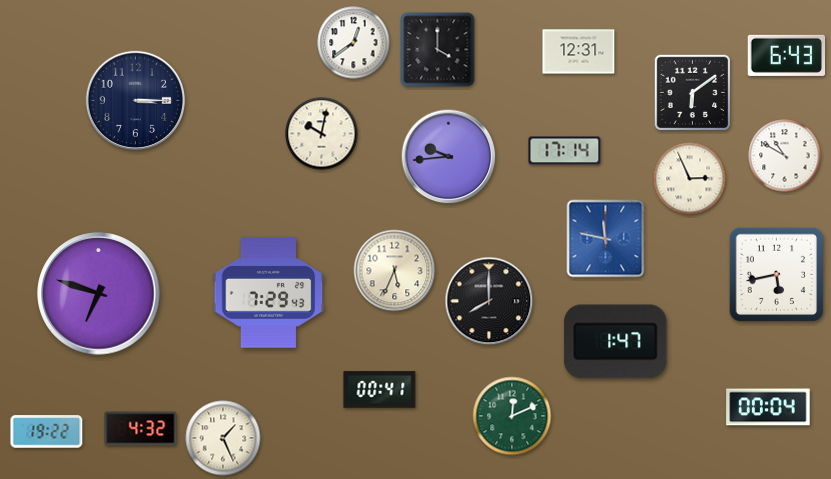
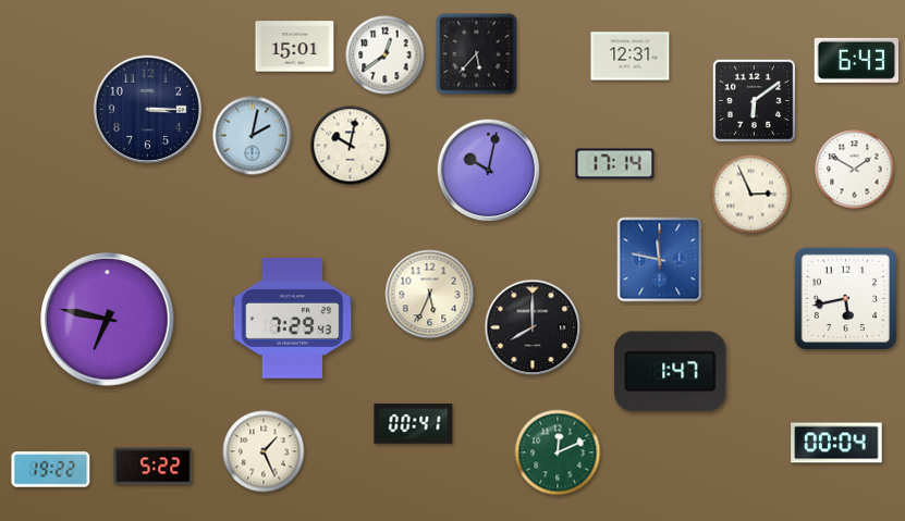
clock at (295, 47): none -> 15:01
clock at (354, 43) position: (354, 43) -> (386, 55)
clock at (438, 50): 4:00 -> 5:37
clock at (253, 136): none -> 2:02
clock at (785, 156): 10:50 -> 1:50
clock at (449, 157): 9:44 -> 10:02
clock at (99, 294): 6:48 -> 6:47
clock at (141, 429): 4:32 -> 5:22
clock at (223, 438) position: (223, 438) -> (264, 451)
